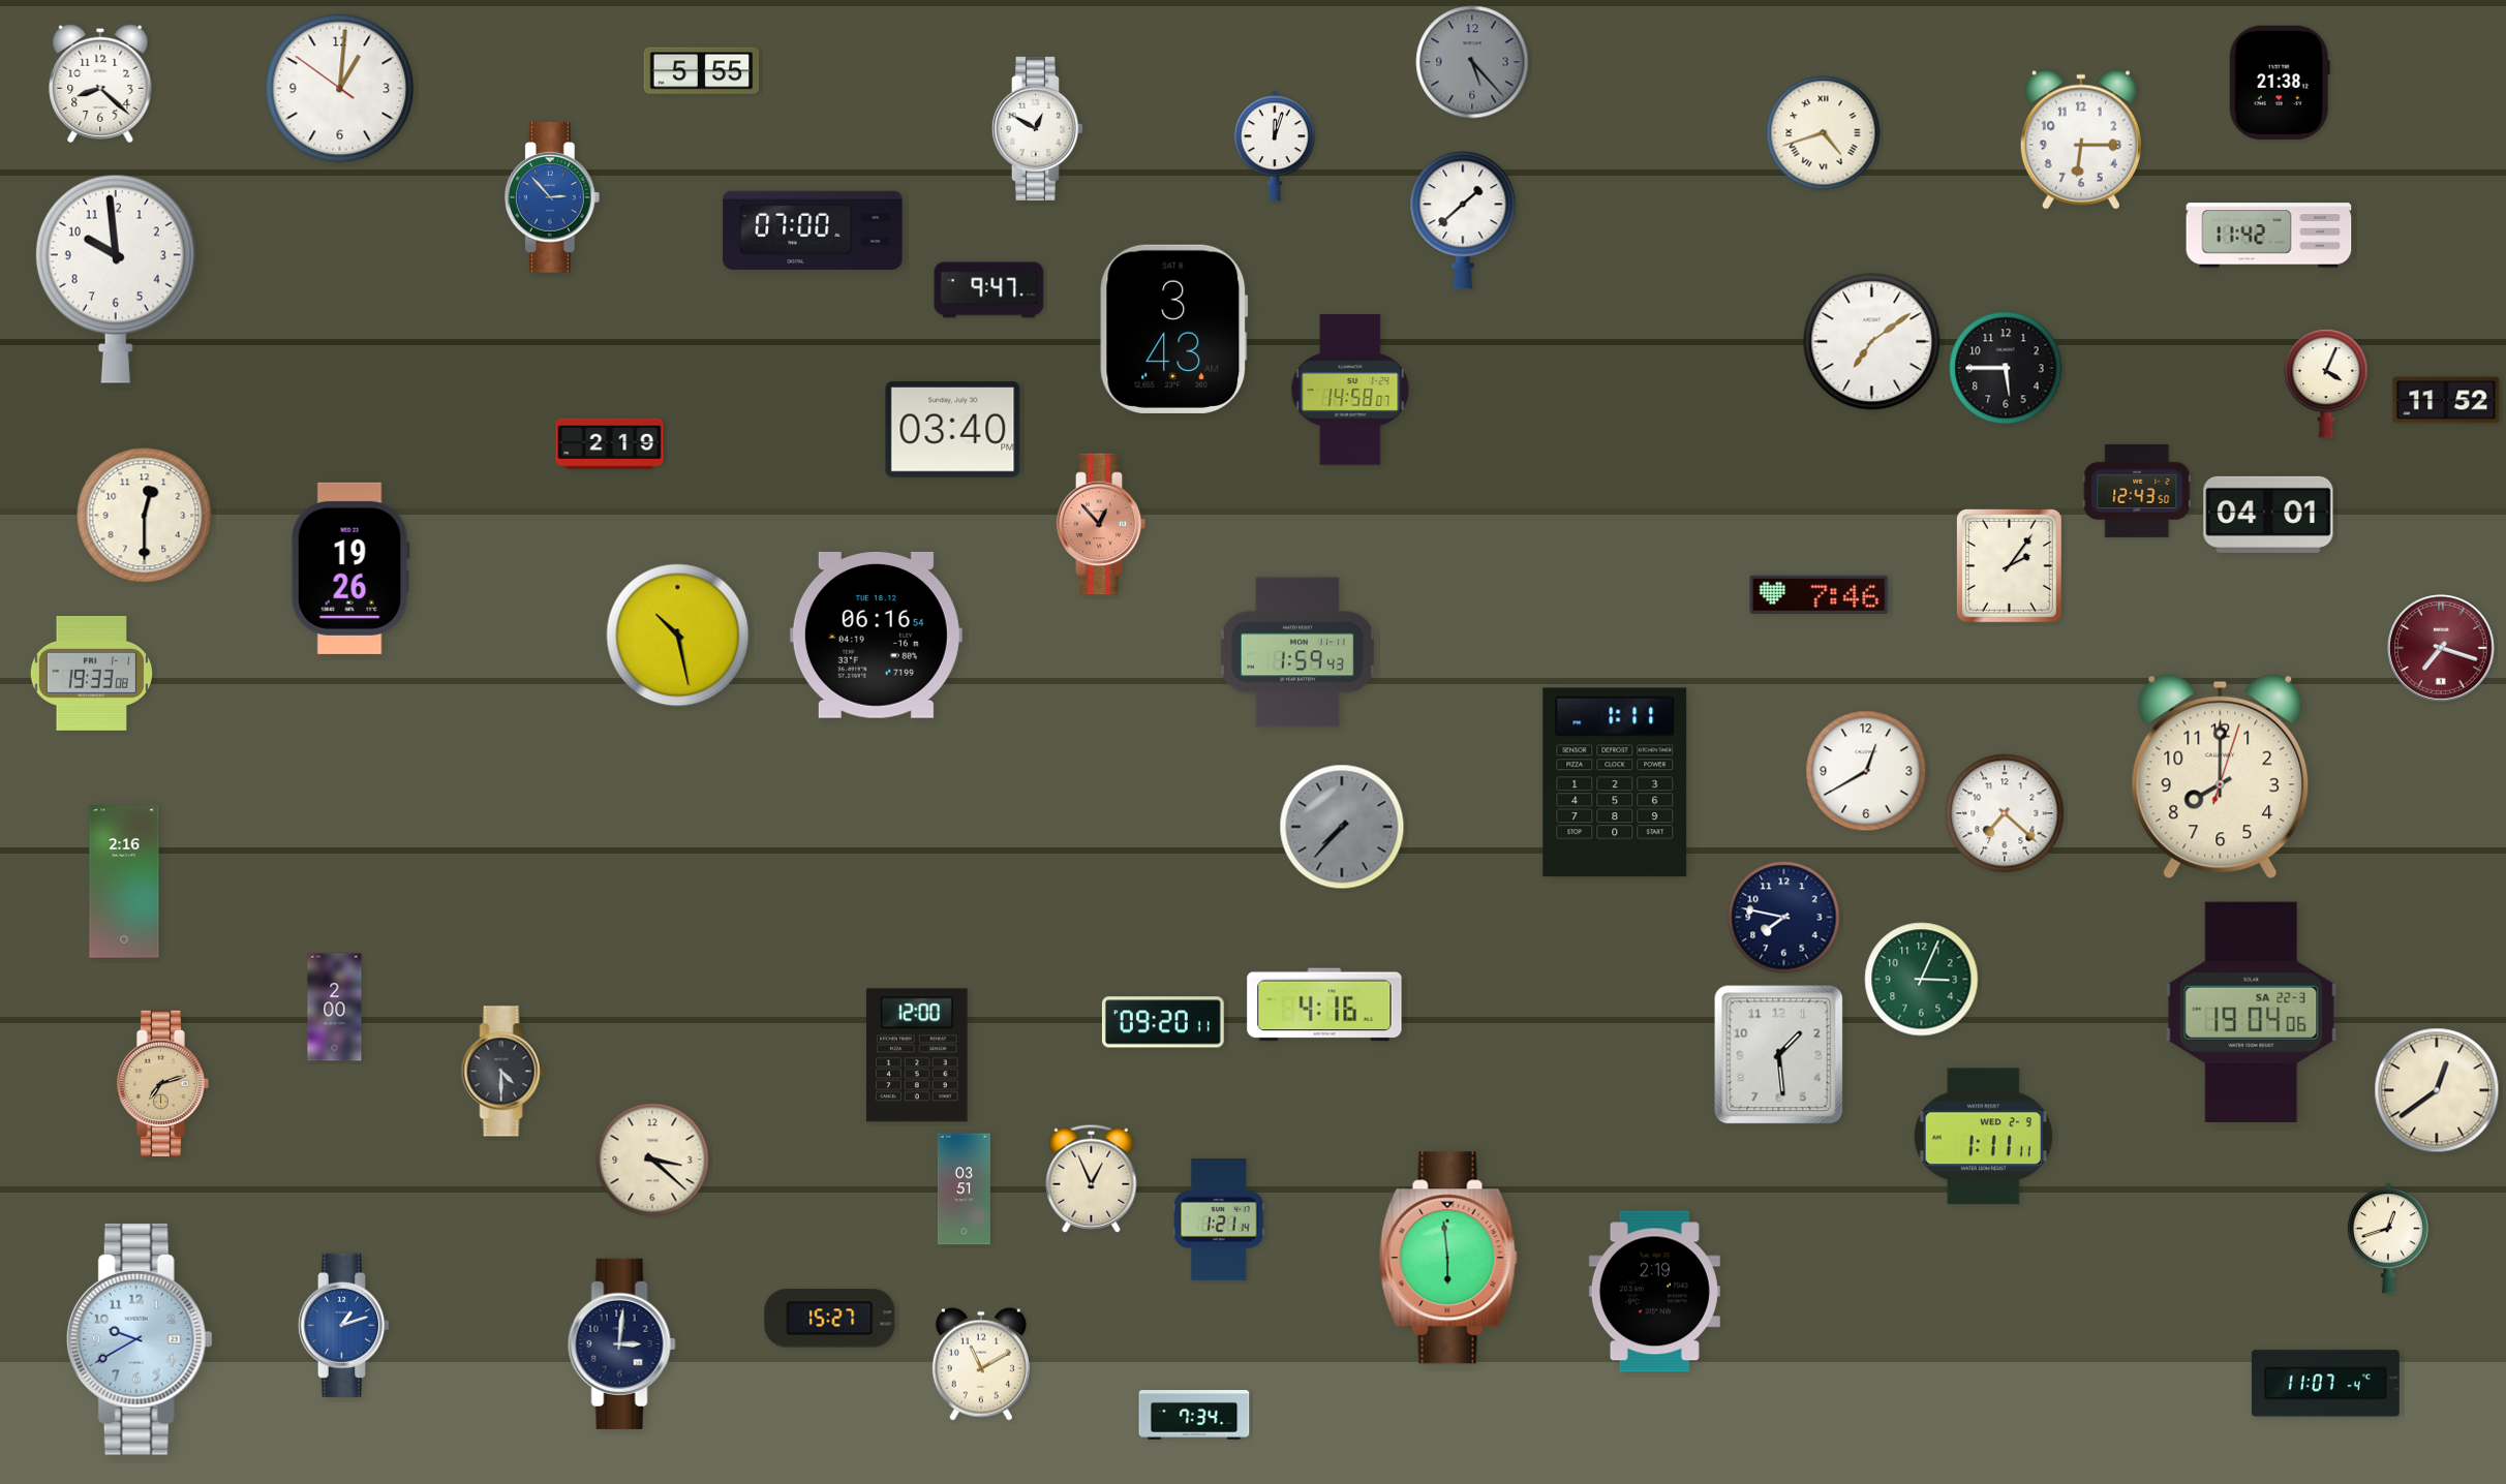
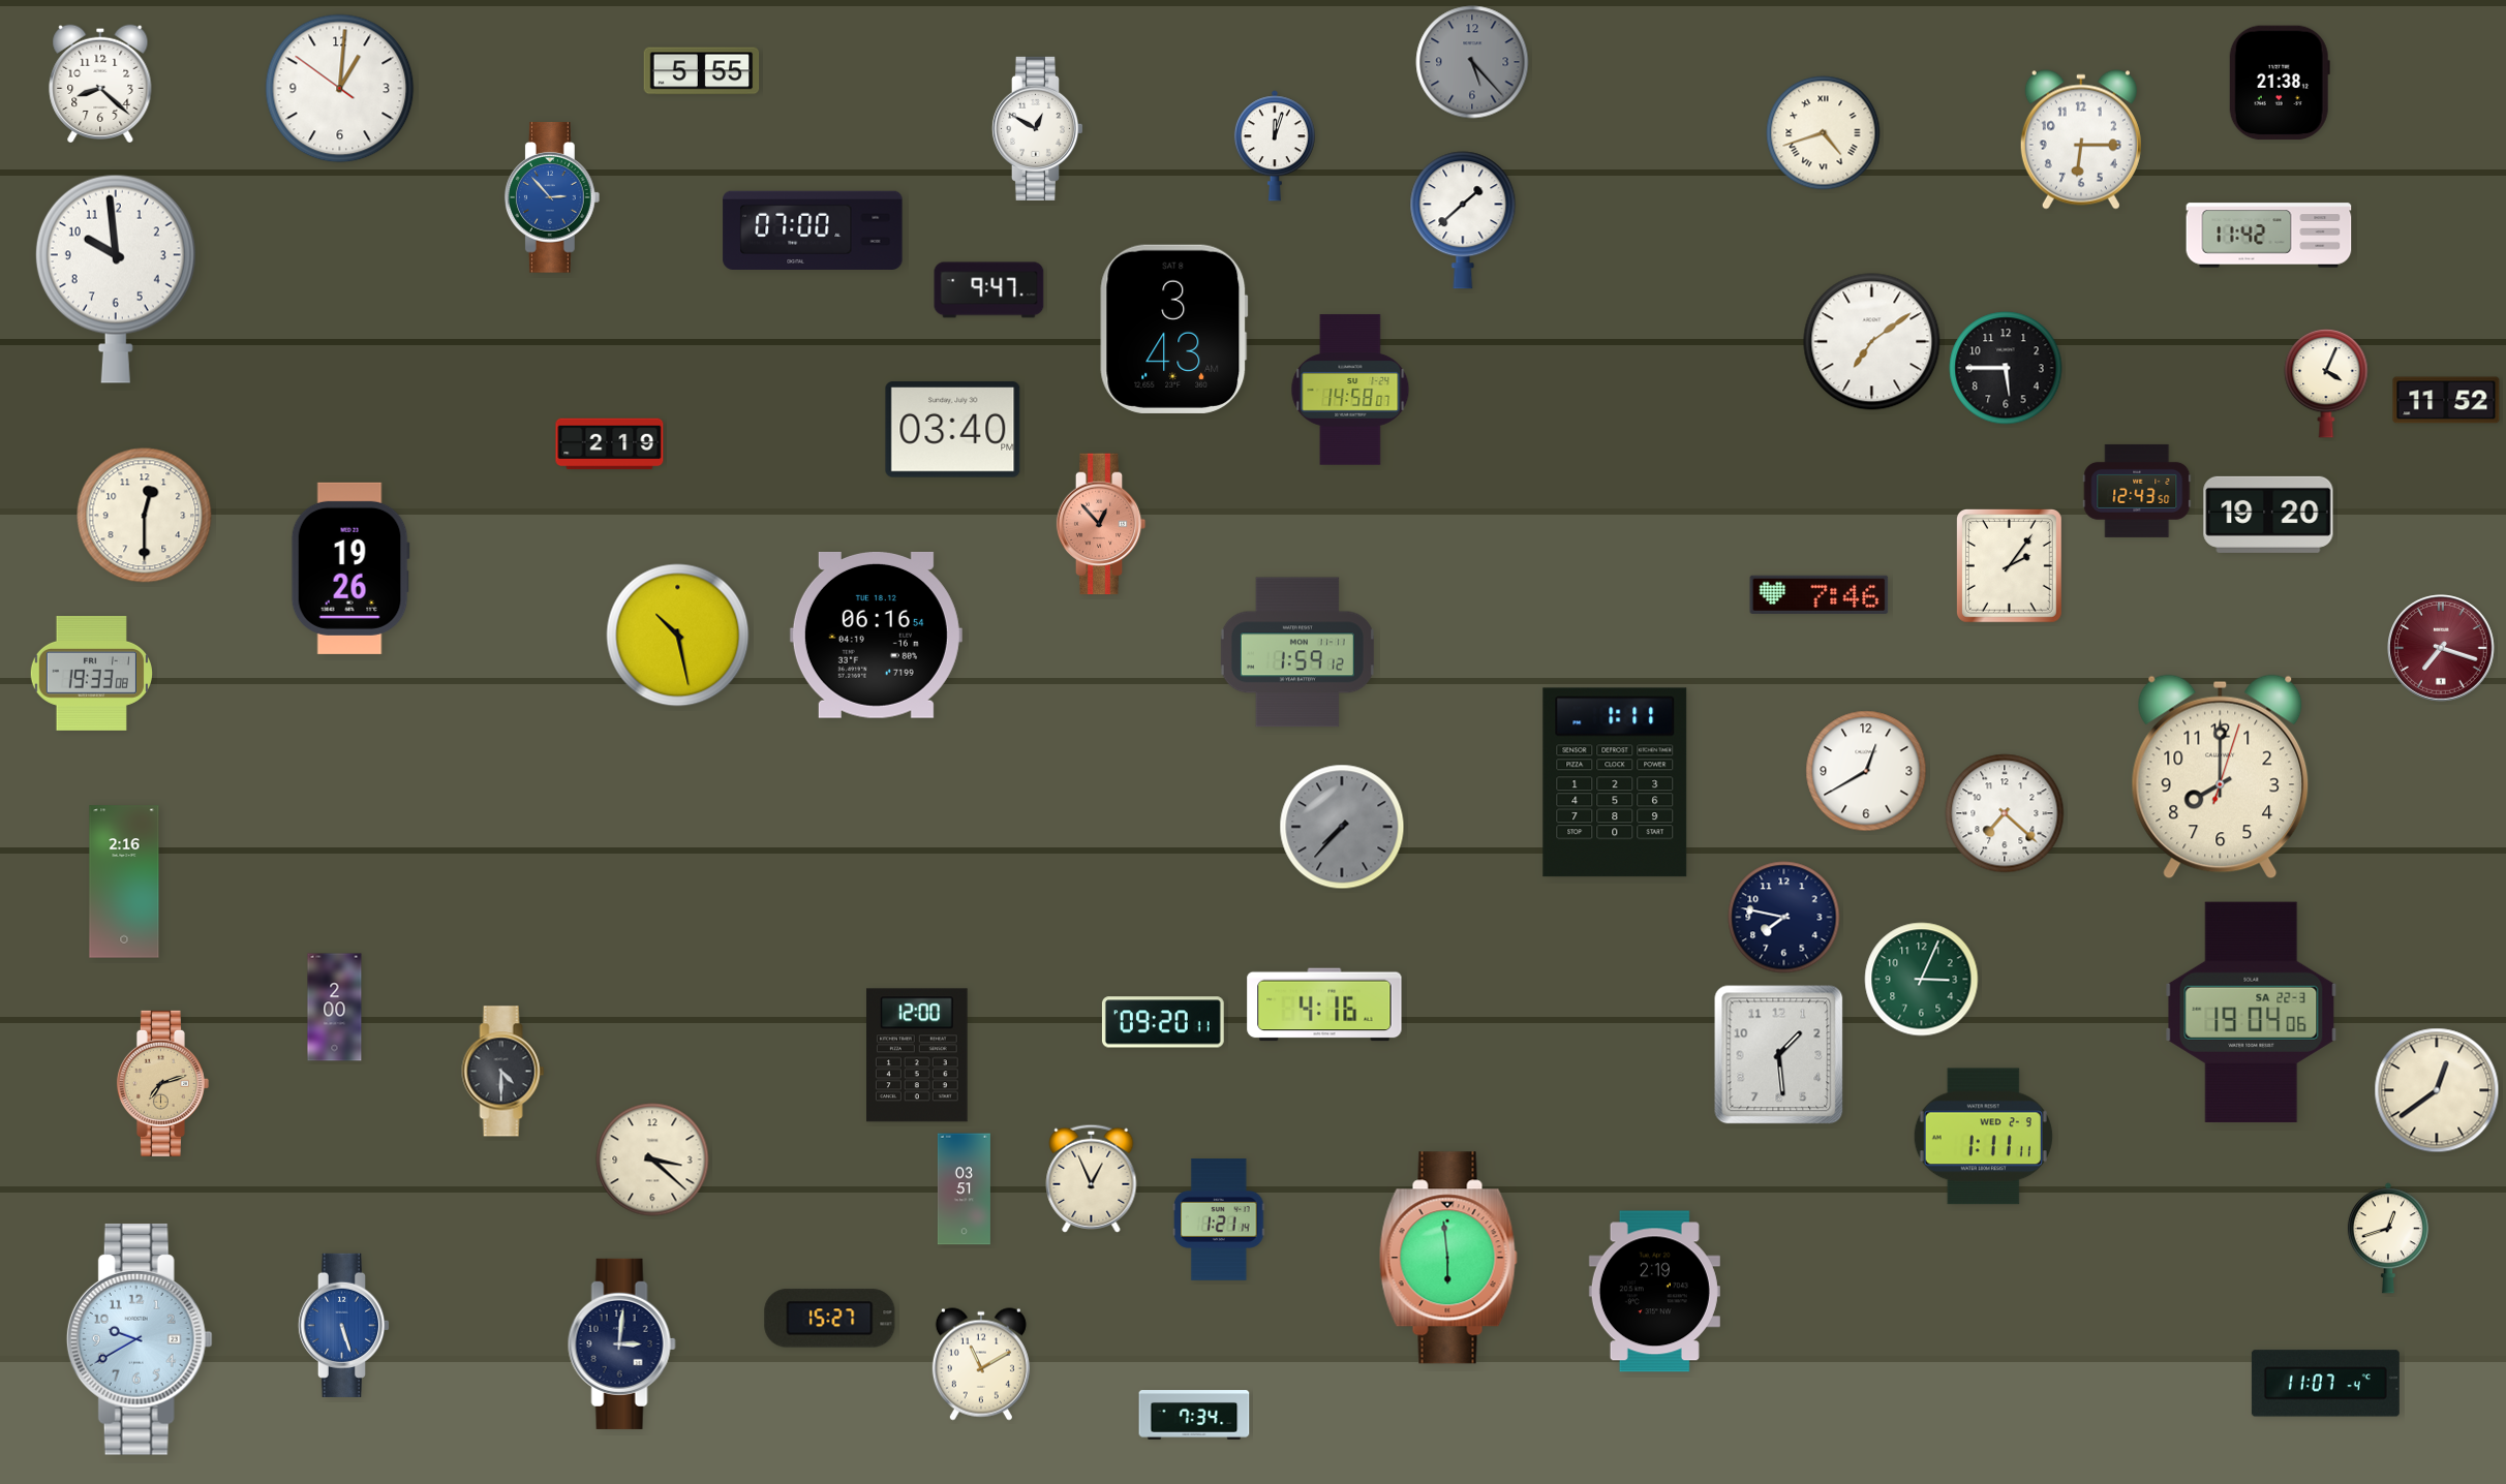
clock at (2268, 515): 04:01 -> 19:20
clock at (1297, 652): 1:59:43 -> 1:59:12
clock at (343, 1325): 1:12 -> 5:27
